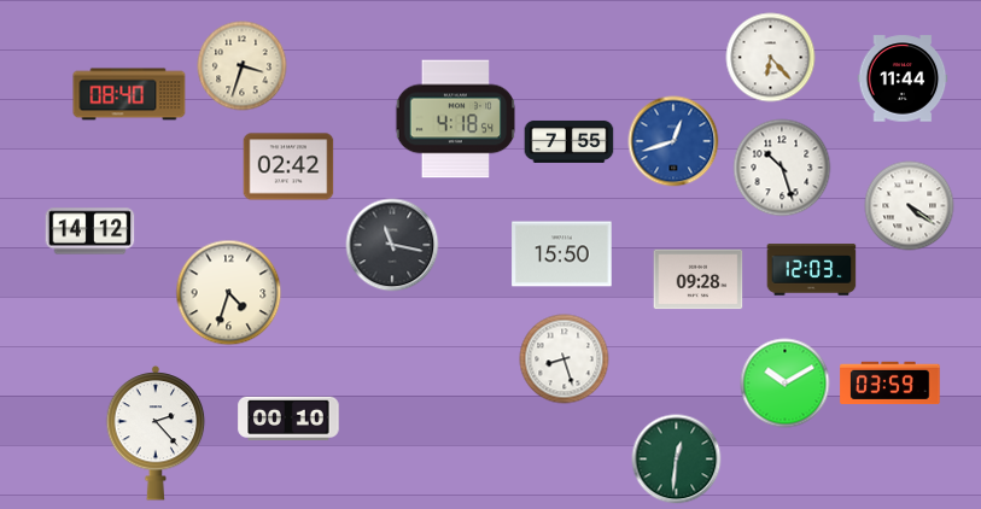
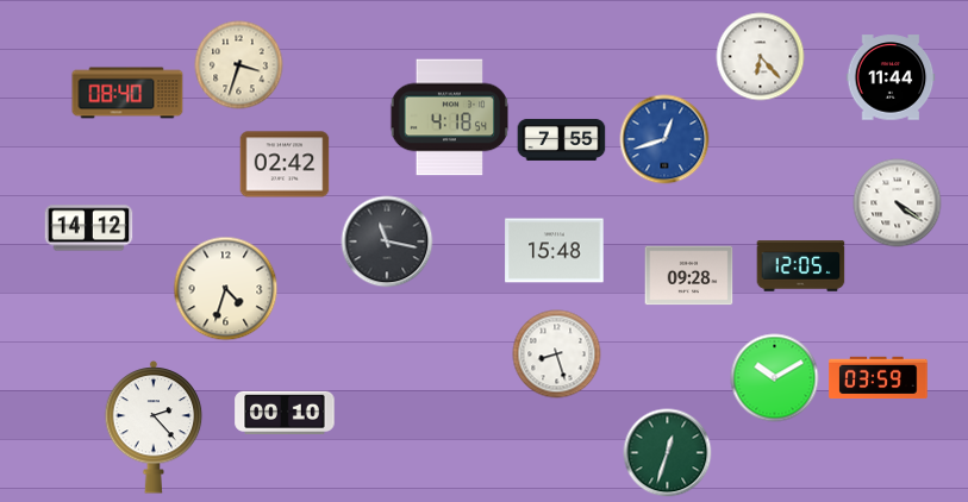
clock at (782, 168): 10:27 -> none
clock at (562, 255): 15:50 -> 15:48
clock at (812, 270): 12:03 -> 12:05
clock at (677, 460): 12:31 -> 12:33
